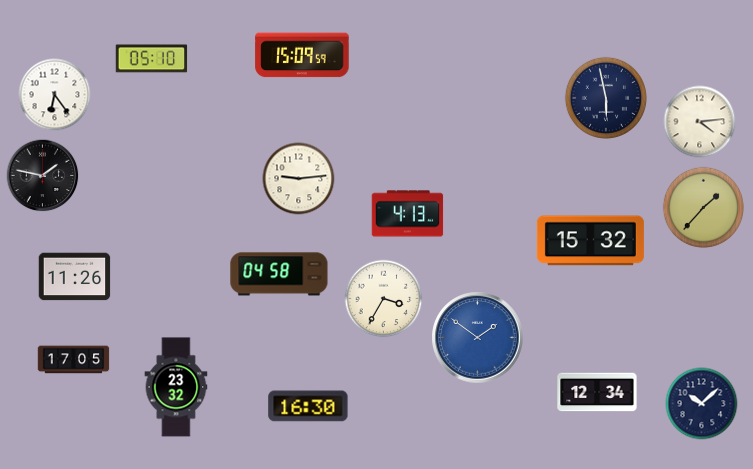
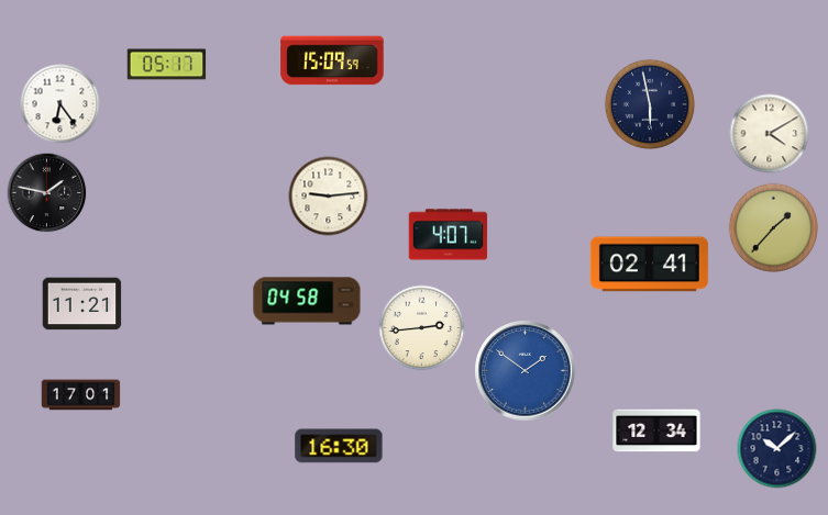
clock at (152, 59): 05:10 -> 05:17
clock at (605, 97) position: (605, 97) -> (649, 103)
clock at (700, 122): 4:14 -> 4:10
clock at (408, 214): 4:13 -> 4:07
clock at (590, 241): 15:32 -> 02:41
clock at (75, 277): 11:26 -> 11:21
clock at (384, 299): 3:35 -> 2:44
clock at (74, 360): 17:05 -> 17:01
clock at (176, 387): 23:32 -> none
clock at (702, 404) position: (702, 404) -> (777, 449)
